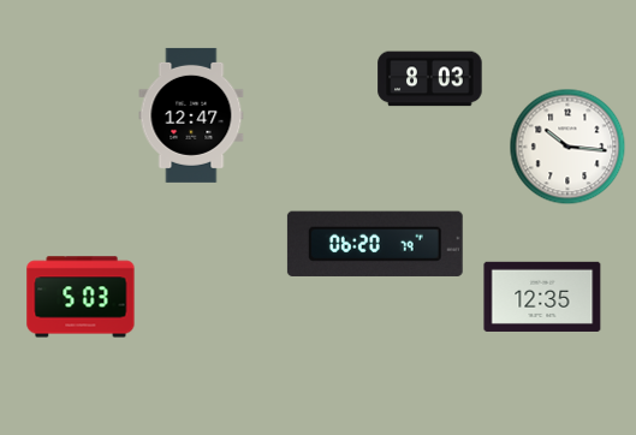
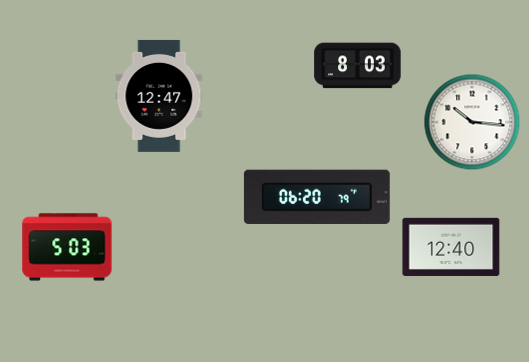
clock at (375, 244) position: (375, 244) -> (317, 197)
clock at (542, 297): 12:35 -> 12:40
